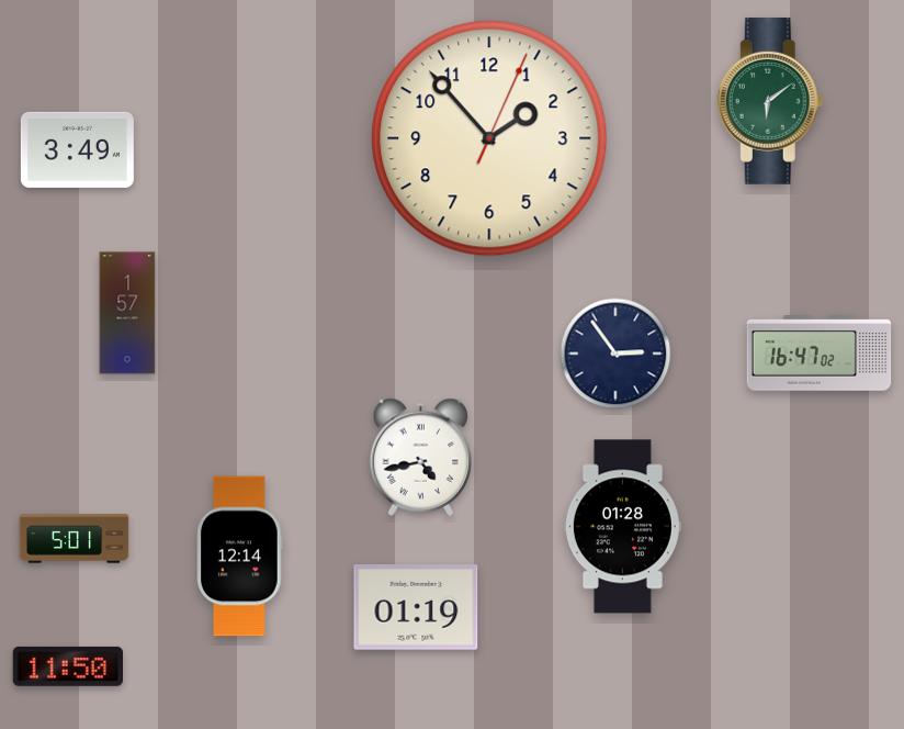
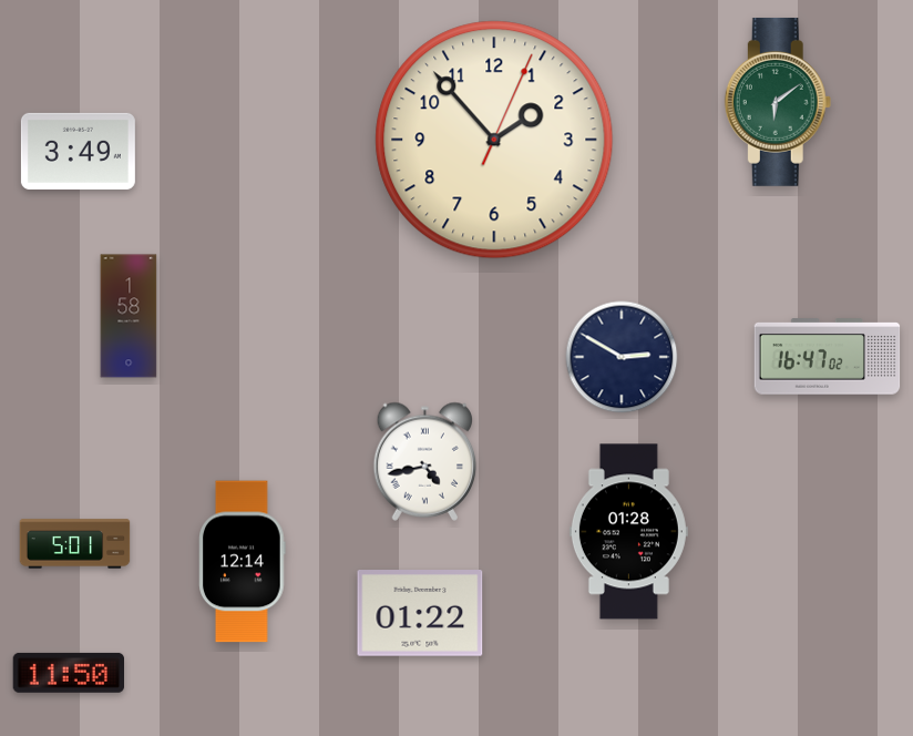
clock at (127, 313): 1:57 -> 1:58
clock at (615, 354): 2:54 -> 2:50
clock at (416, 607): 01:19 -> 01:22
